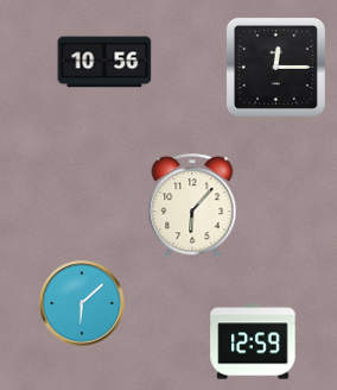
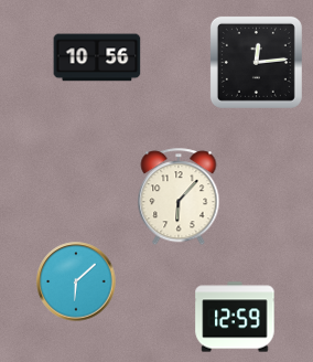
clock at (275, 67): 12:15 -> 12:14
clock at (192, 207) position: (192, 207) -> (179, 198)
